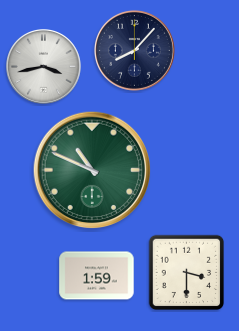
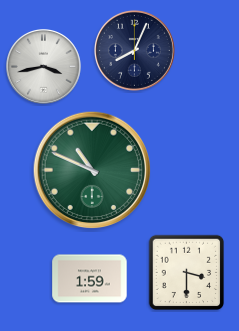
clock at (134, 50): 8:07 -> 8:04
clock at (97, 276) position: (97, 276) -> (90, 279)
